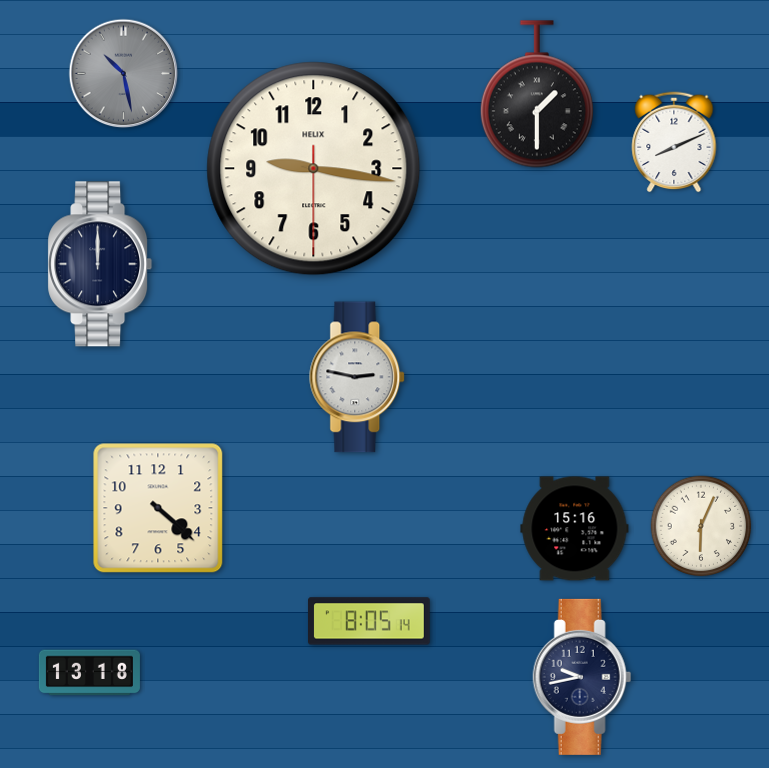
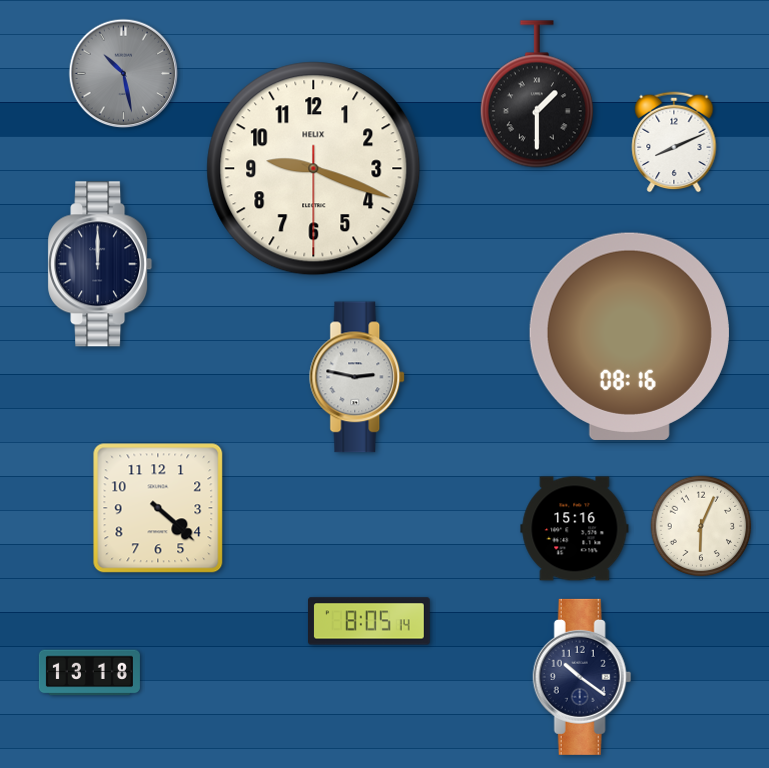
clock at (314, 169): 9:16 -> 9:18
clock at (629, 336): none -> 08:16
clock at (582, 677): 9:43 -> 10:21
